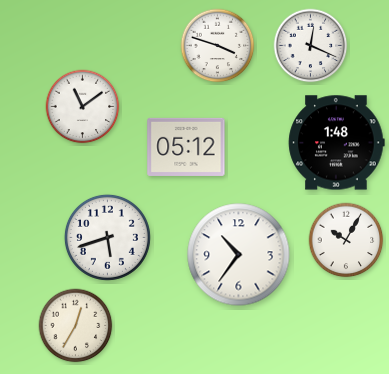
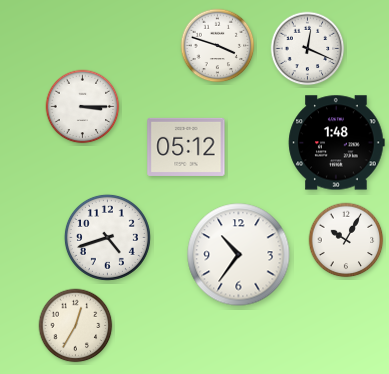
clock at (311, 46) position: (311, 46) -> (308, 49)
clock at (83, 107): 11:09 -> 3:15
clock at (107, 237): 5:42 -> 4:42
